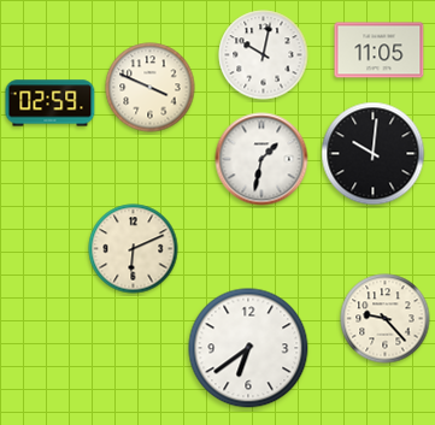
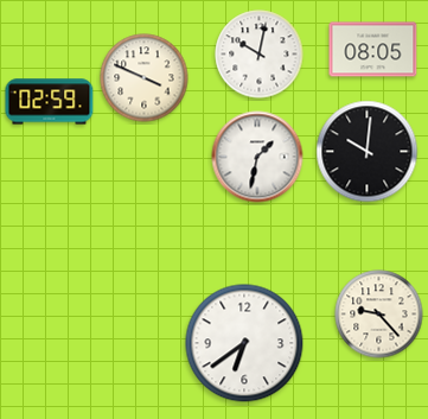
clock at (380, 51): 11:05 -> 08:05
clock at (151, 88) position: (151, 88) -> (145, 78)
clock at (134, 249): 6:11 -> none
